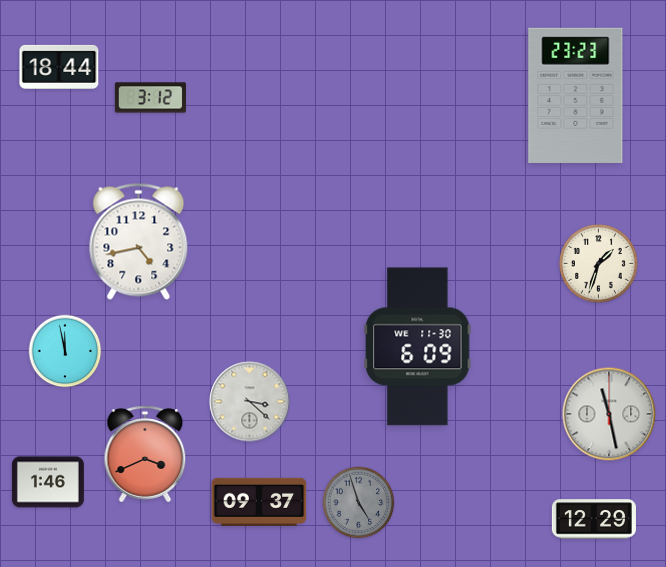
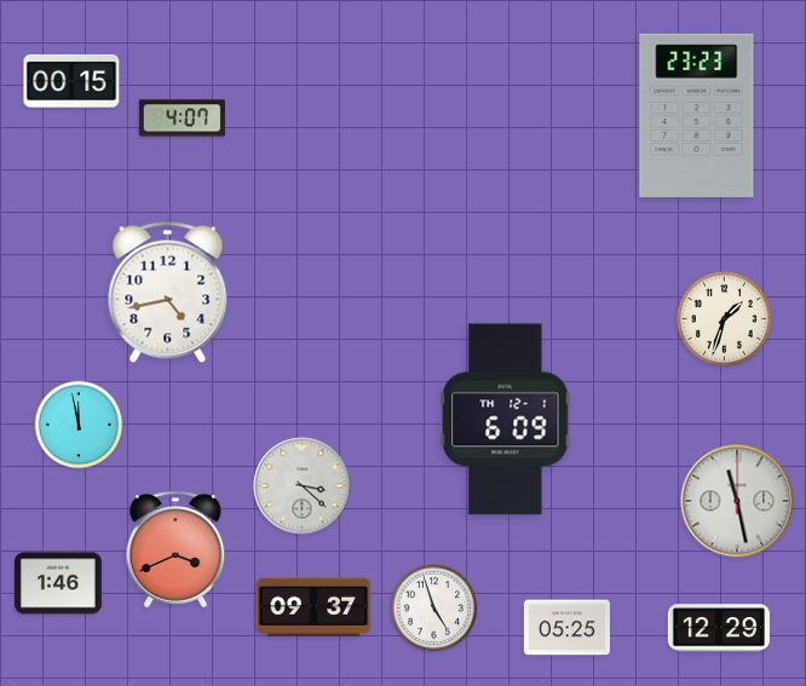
clock at (59, 67): 18:44 -> 00:15
clock at (150, 98): 3:12 -> 4:07
clock at (418, 347) date: WE 11-30 -> TH 12-1
clock at (359, 503) dial: grey -> white
clock at (566, 628): none -> 05:25
